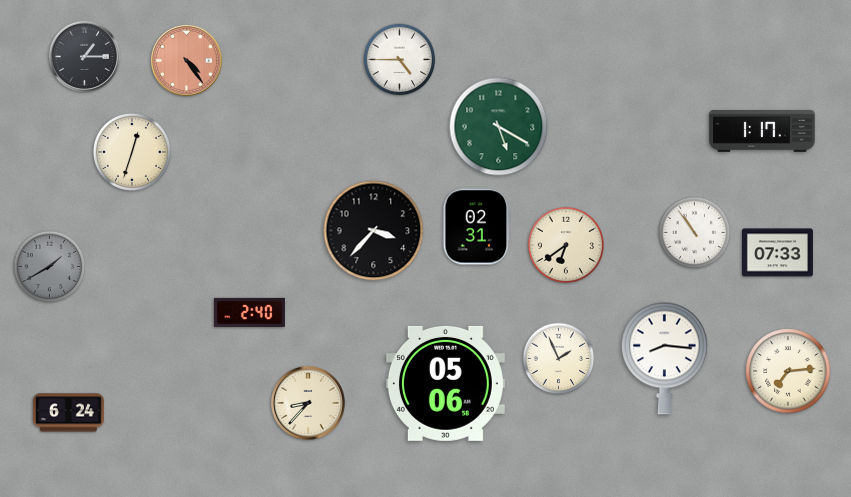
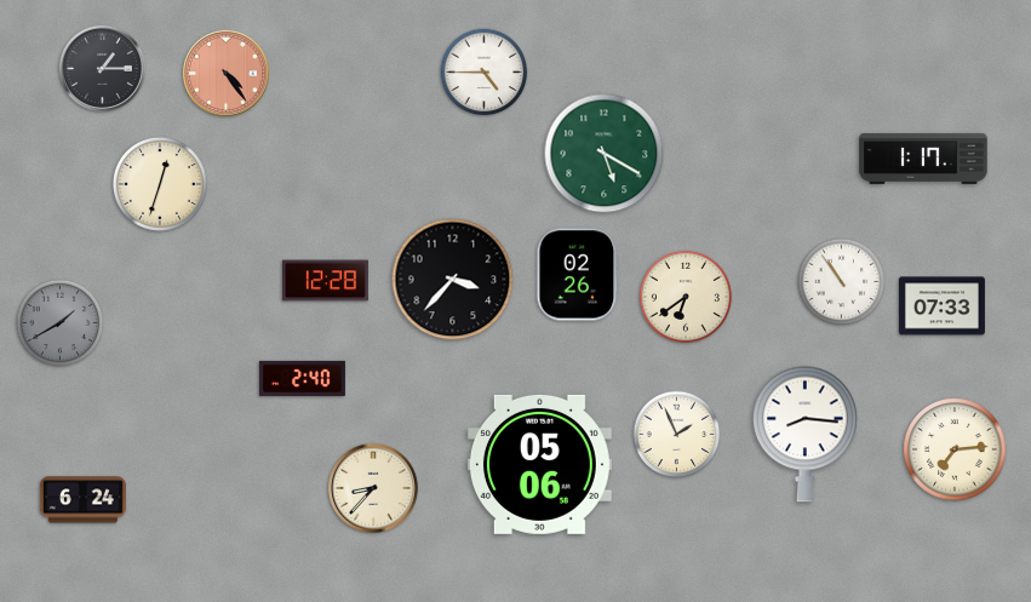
clock at (477, 227): 02:31 -> 02:26
clock at (325, 281): none -> 12:28
